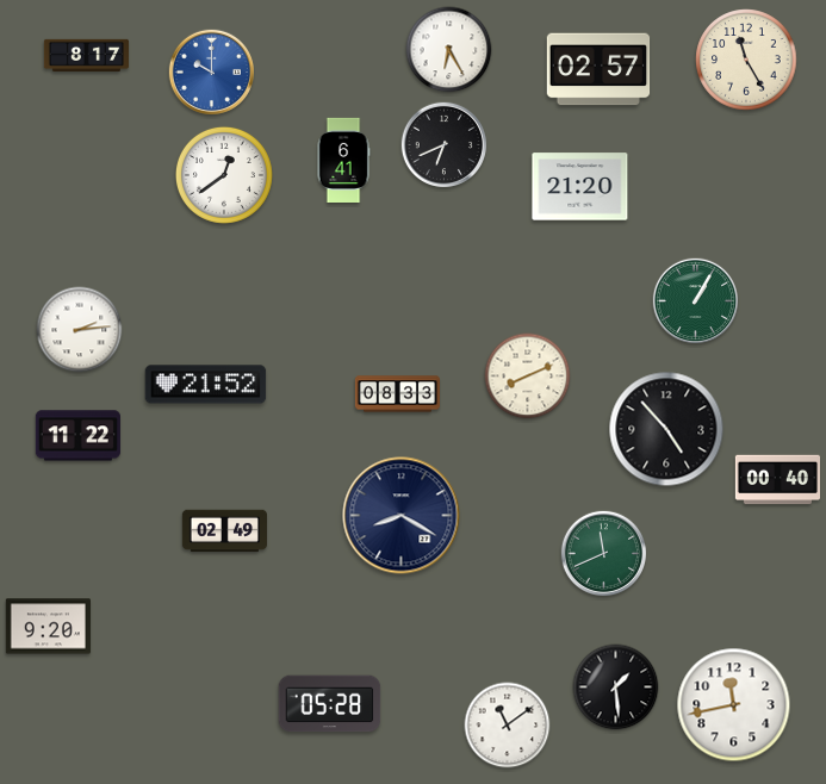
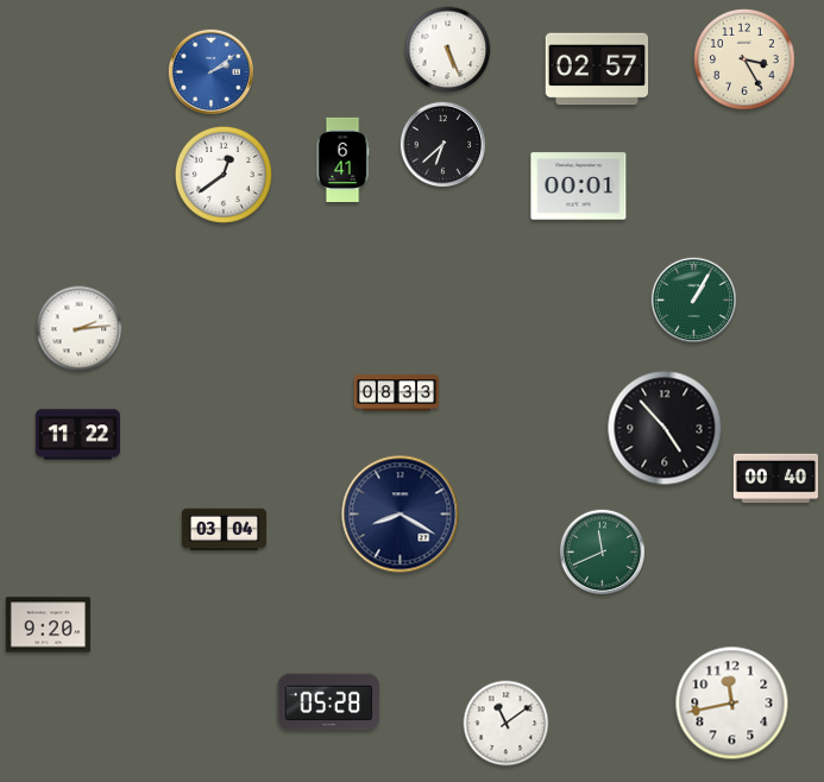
clock at (449, 50): 6:25 -> 5:26
clock at (86, 55): 8:17 -> none
clock at (746, 60): 11:25 -> 3:25
clock at (211, 71): 10:00 -> 2:09
clock at (443, 144): 6:41 -> 6:38
clock at (580, 187): 21:20 -> 00:01
clock at (528, 377): 8:11 -> none
clock at (206, 385): 21:52 -> none
clock at (224, 531): 02:49 -> 03:04
clock at (616, 687): 1:29 -> none
